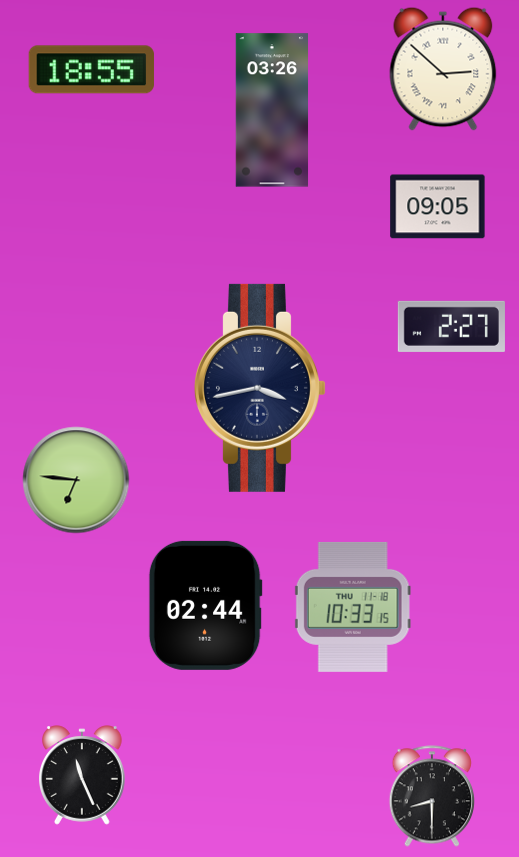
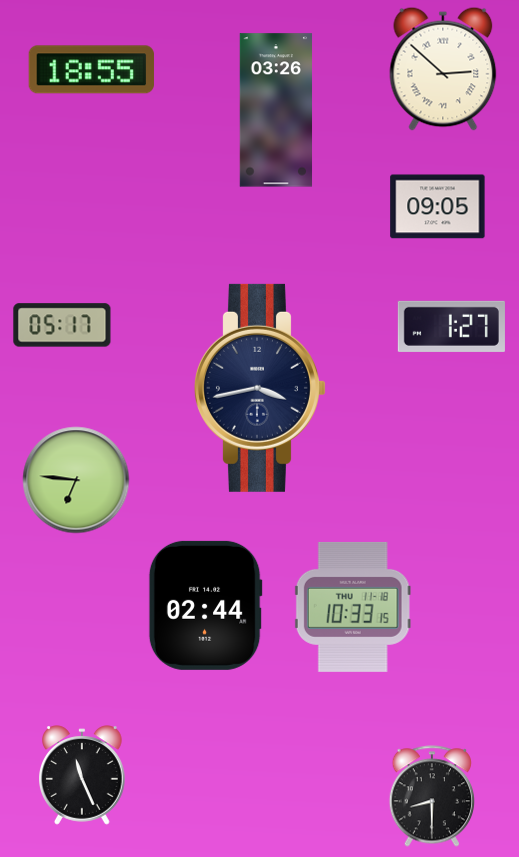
clock at (272, 110) position: (272, 110) -> (276, 110)
clock at (62, 325): none -> 05:17
clock at (451, 326): 2:27 -> 1:27
